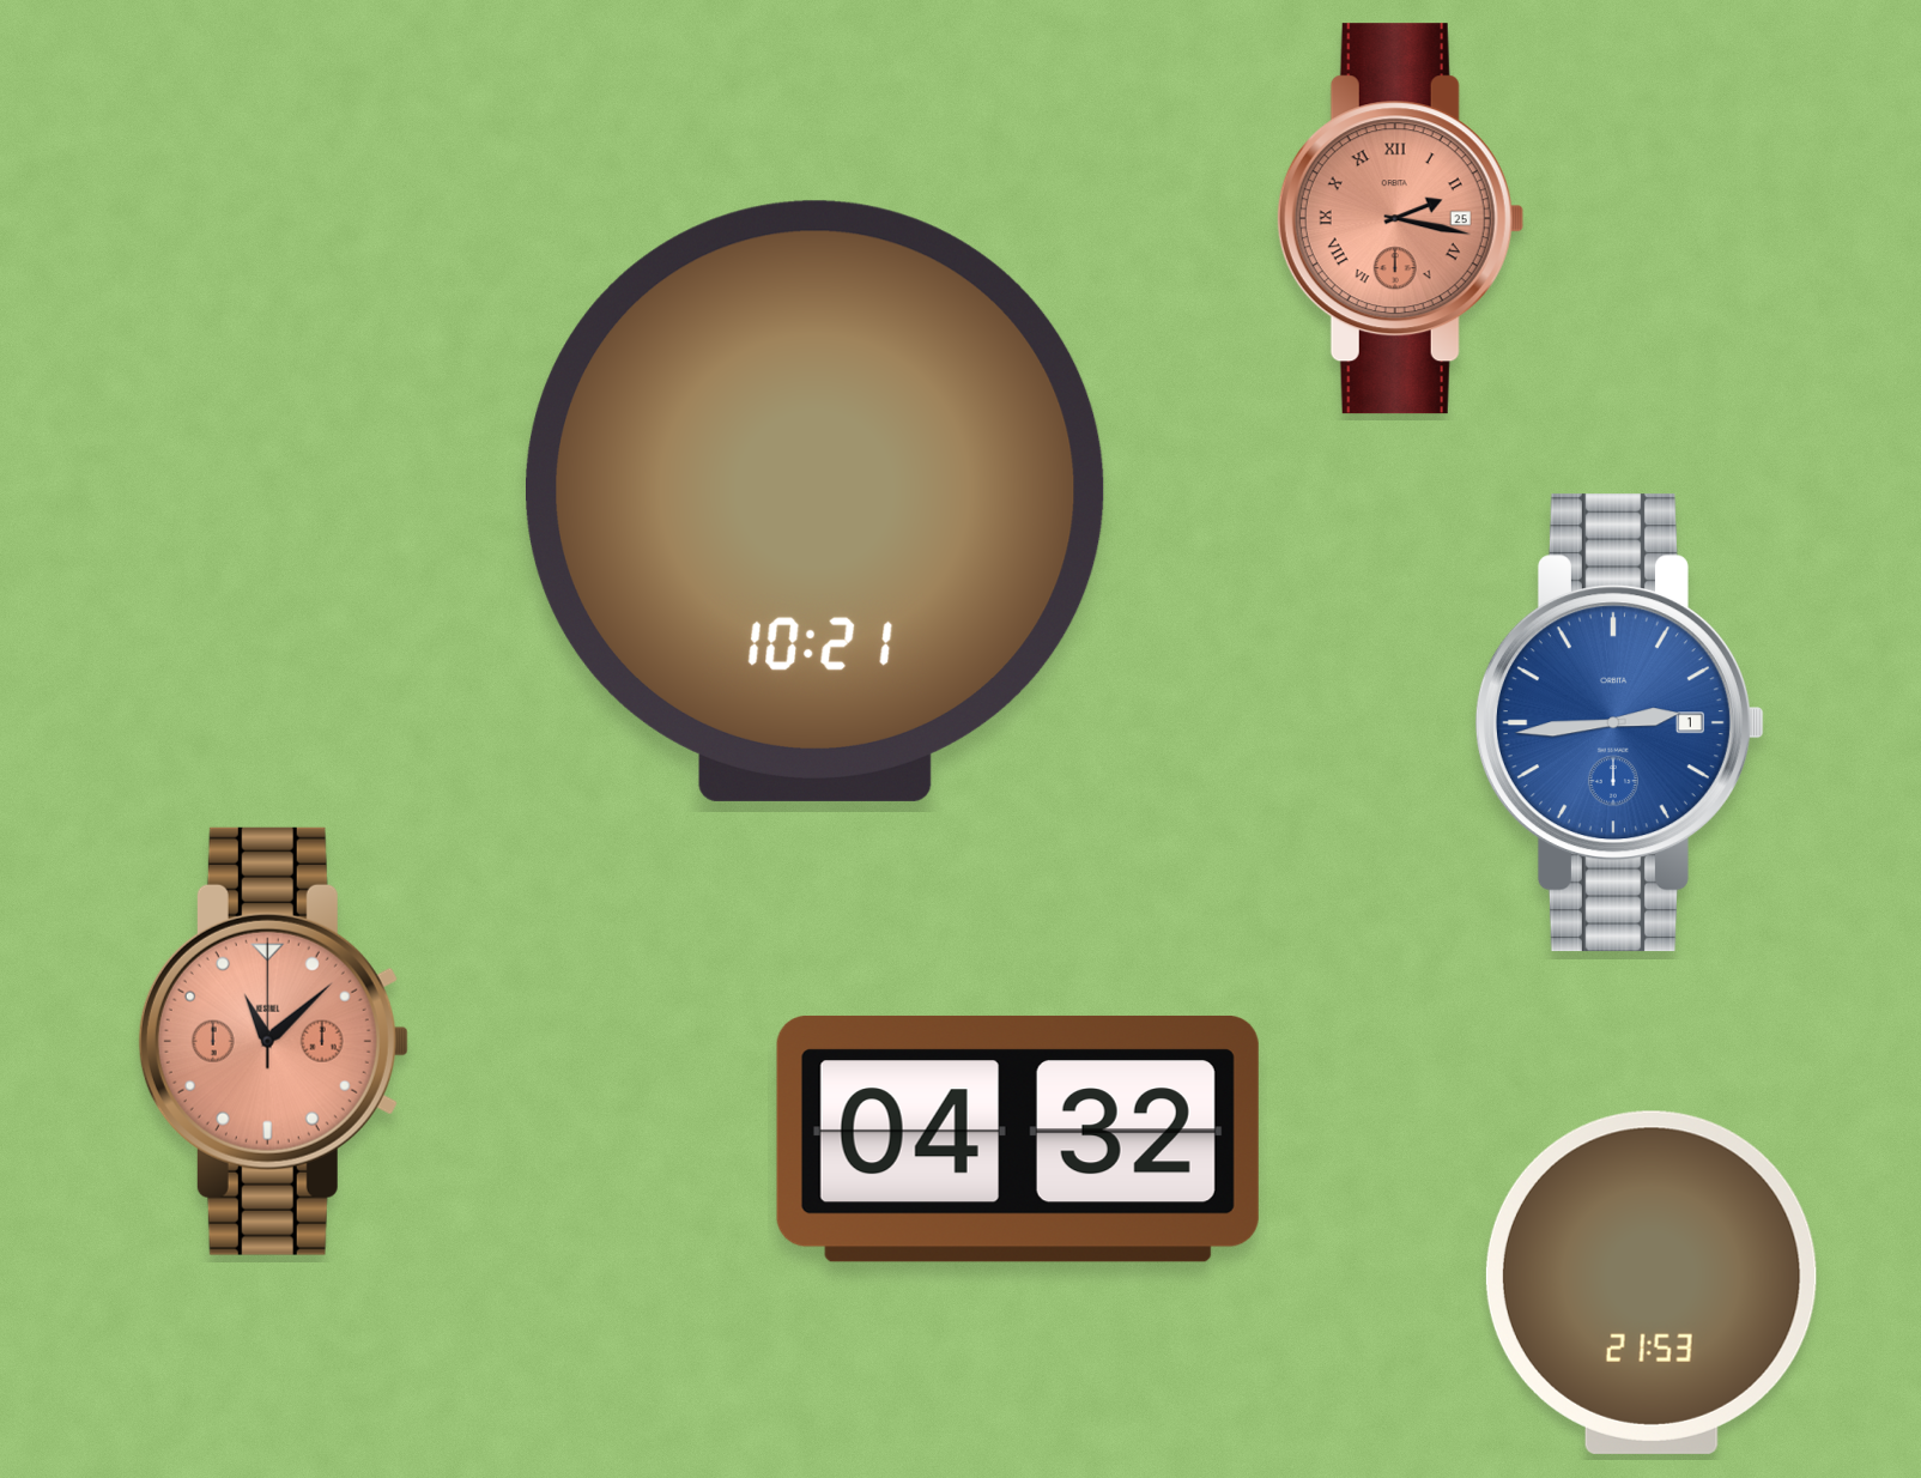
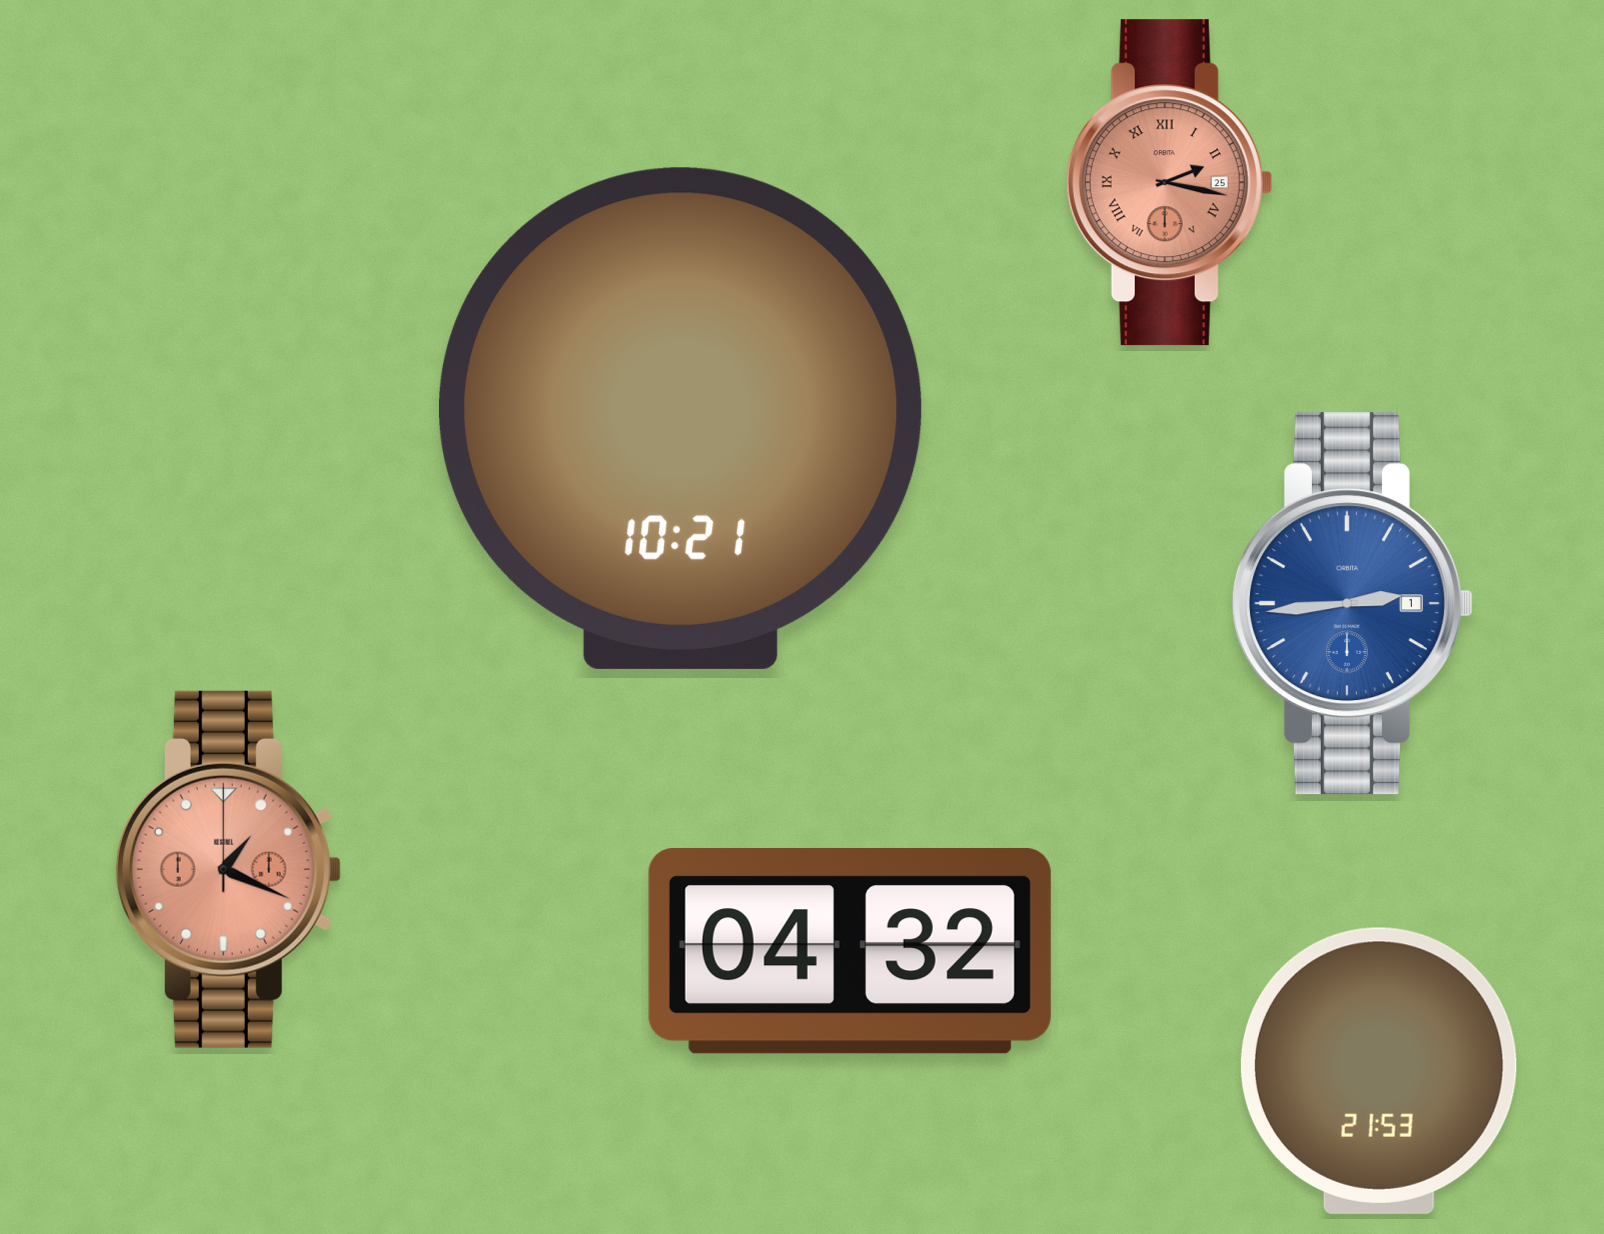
clock at (273, 1041): 11:08 -> 1:19
